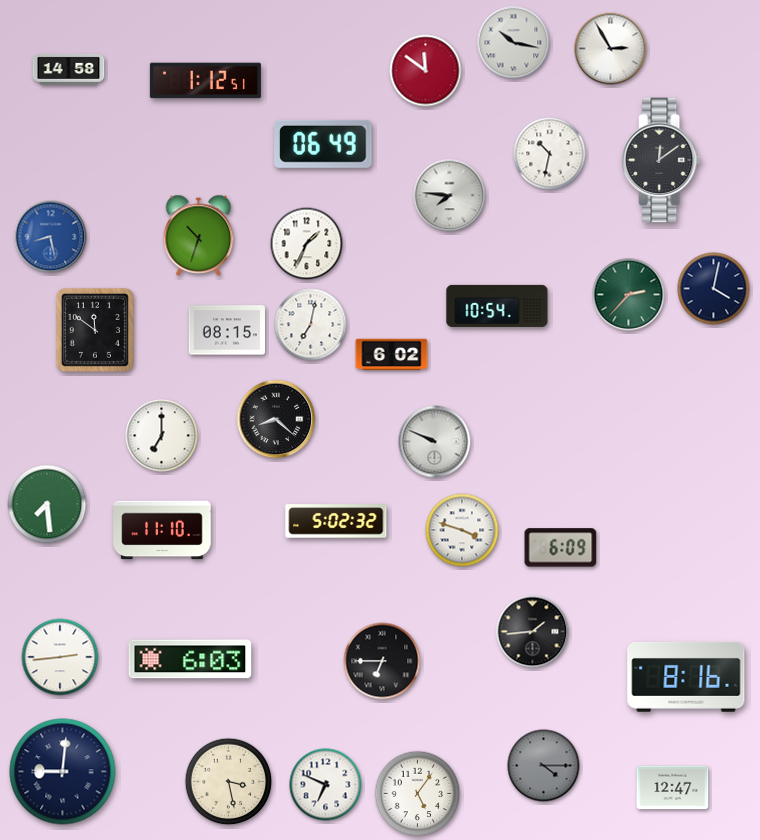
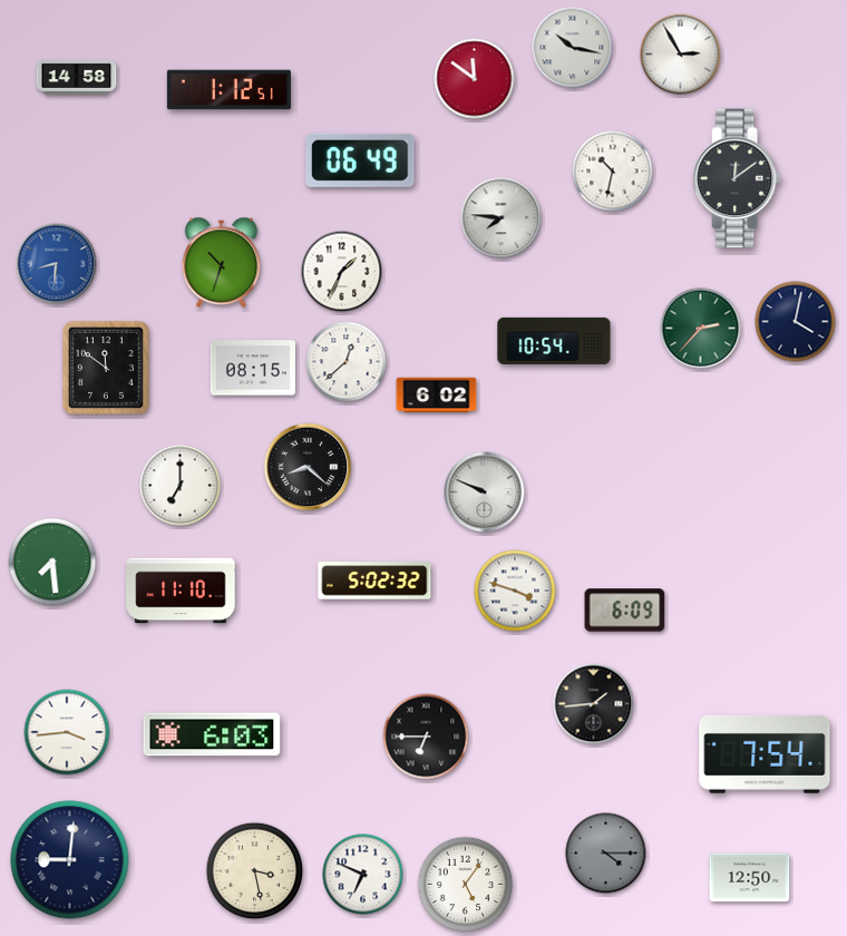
clock at (51, 237): 8:28 -> 8:31
clock at (311, 325): 7:02 -> 12:38
clock at (60, 657): 2:44 -> 3:44
clock at (686, 677): 8:16 -> 7:54
clock at (673, 788): 12:47 -> 12:50
